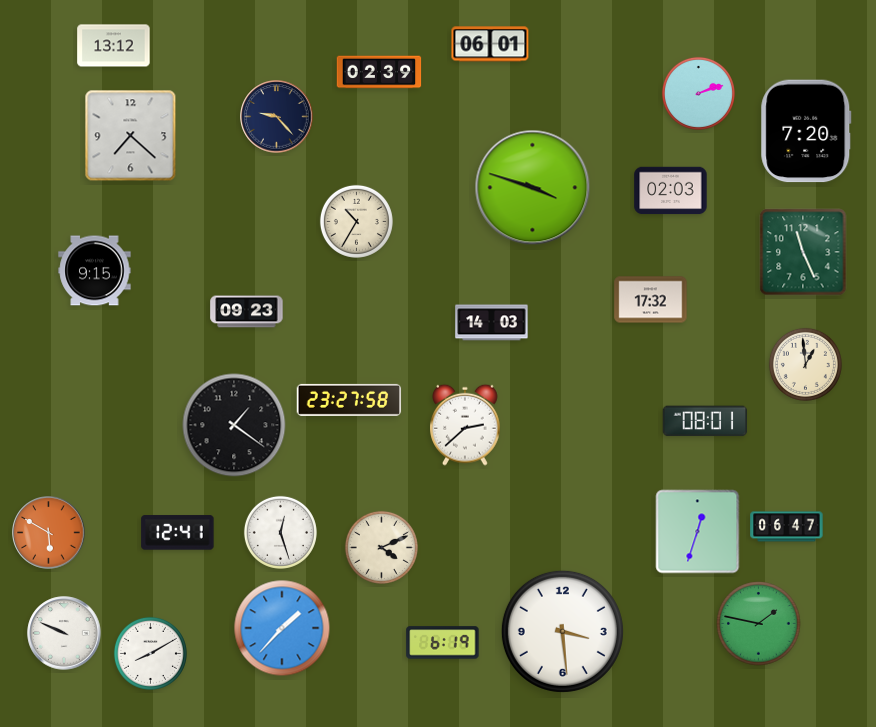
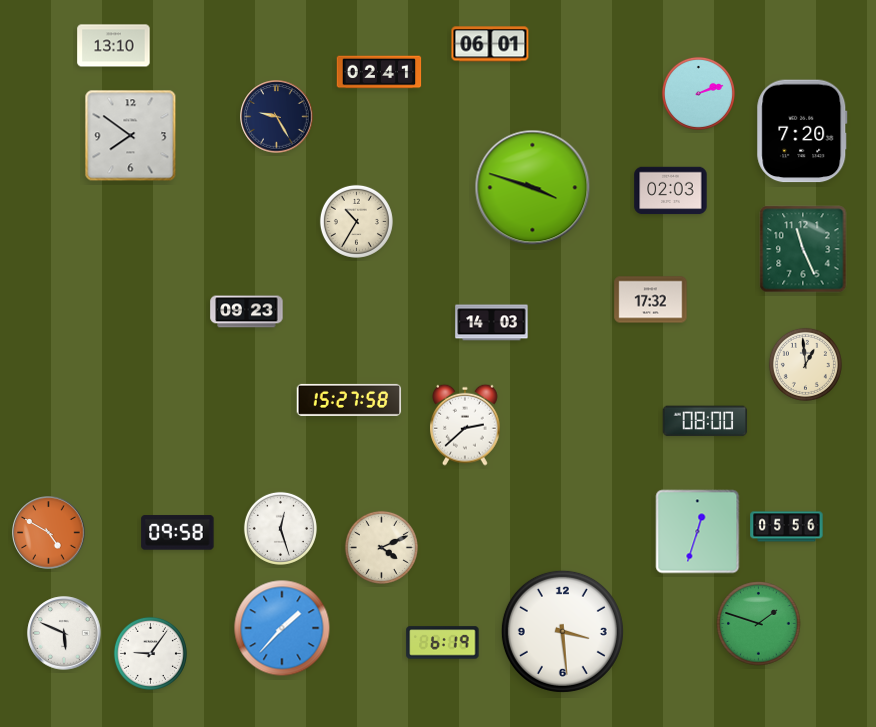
clock at (114, 46): 13:12 -> 13:10
clock at (379, 72): 02:39 -> 02:41
clock at (277, 117): 9:23 -> 9:25
clock at (806, 131) position: (806, 131) -> (802, 131)
clock at (131, 136): 7:22 -> 7:51
clock at (803, 252) position: (803, 252) -> (803, 249)
clock at (95, 271): 9:15 -> none
clock at (349, 400): 23:27 -> 15:27
clock at (705, 421): 08:01 -> 08:00
clock at (234, 425): 1:21 -> none
clock at (787, 527): 06:47 -> 05:56
clock at (280, 532) position: (280, 532) -> (280, 528)
clock at (49, 533): 5:50 -> 4:50
clock at (178, 533): 12:41 -> 09:58
clock at (759, 624): 1:47 -> 1:48
clock at (64, 633): 9:49 -> 5:49
clock at (150, 653): 8:10 -> 9:06
